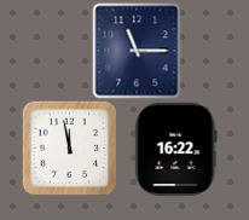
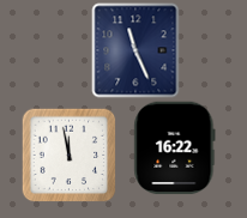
clock at (137, 51): 11:15 -> 11:26
clock at (69, 147) position: (69, 147) -> (68, 155)
